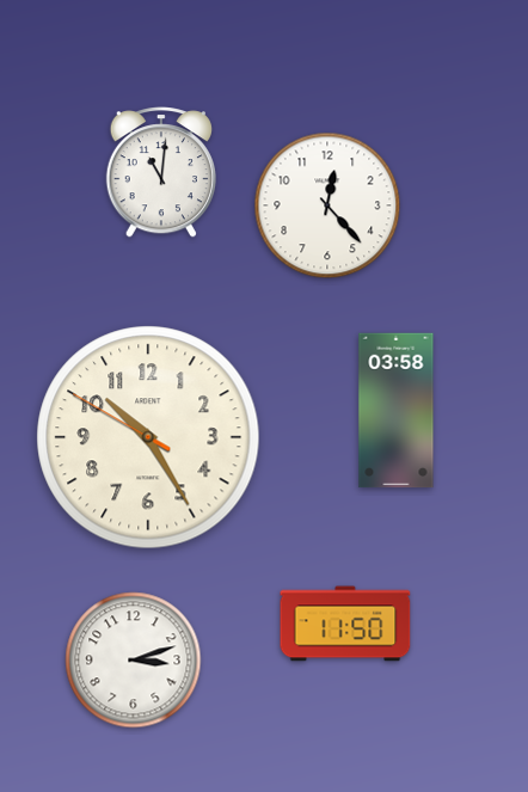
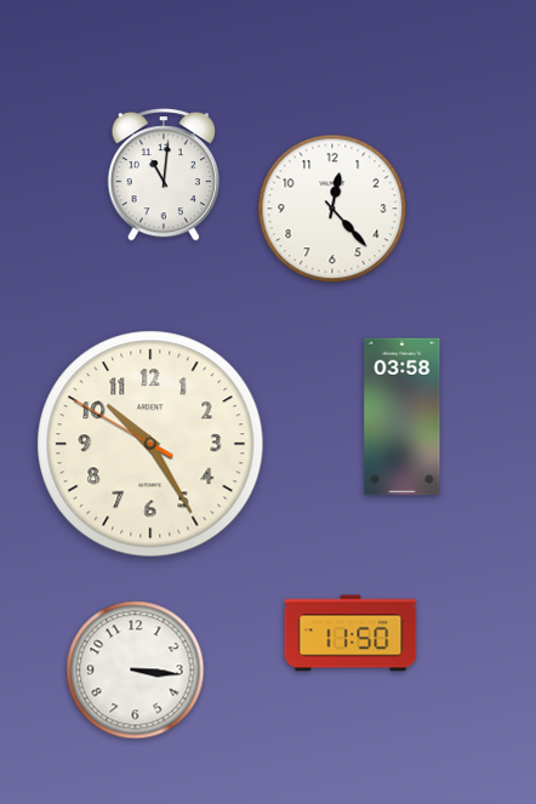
clock at (134, 661): 3:12 -> 3:16
